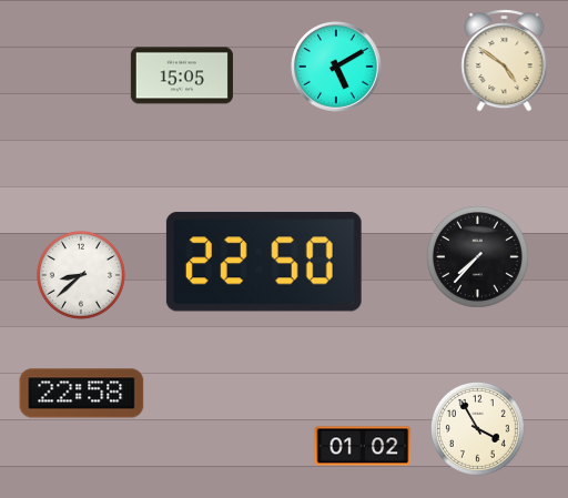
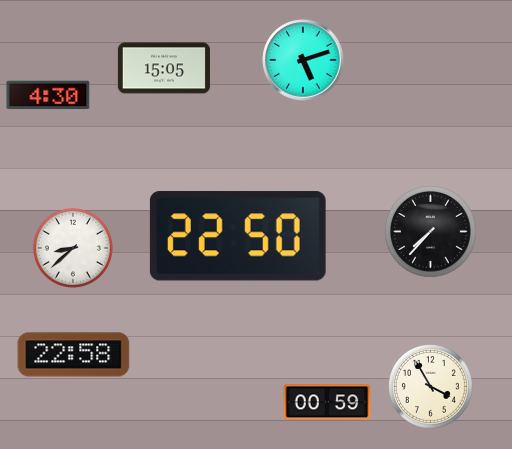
clock at (505, 61): 4:51 -> none
clock at (336, 67): 5:10 -> 5:12
clock at (48, 95): none -> 4:30
clock at (363, 446): 01:02 -> 00:59
